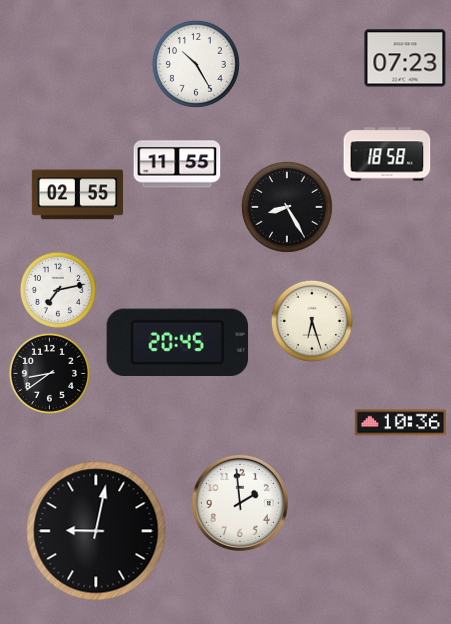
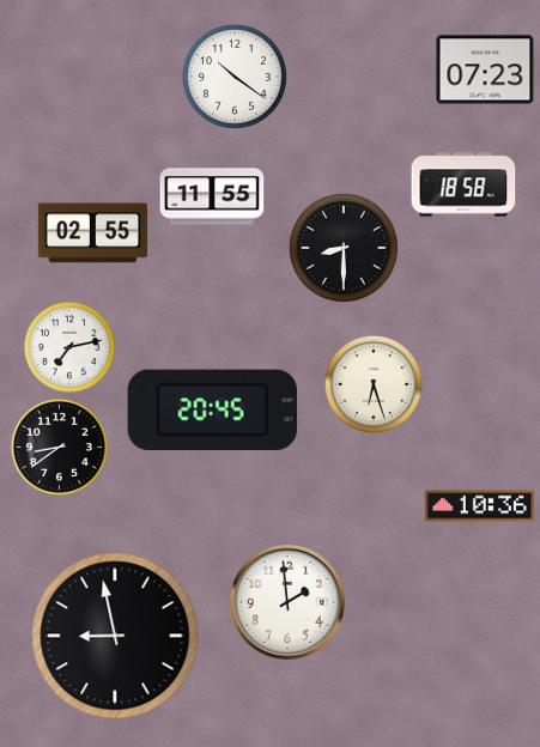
clock at (196, 64): 10:25 -> 10:21
clock at (287, 207): 8:25 -> 8:30
clock at (96, 531): 9:02 -> 8:58
